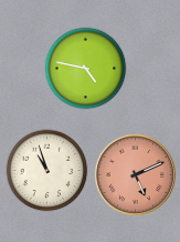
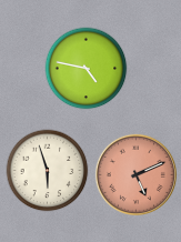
clock at (47, 171): 10:57 -> 5:57
